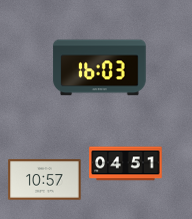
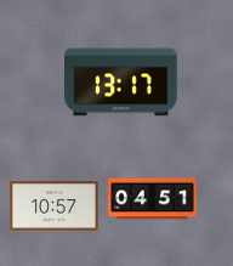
clock at (100, 68): 16:03 -> 13:17
clock at (45, 180) position: (45, 180) -> (55, 206)
